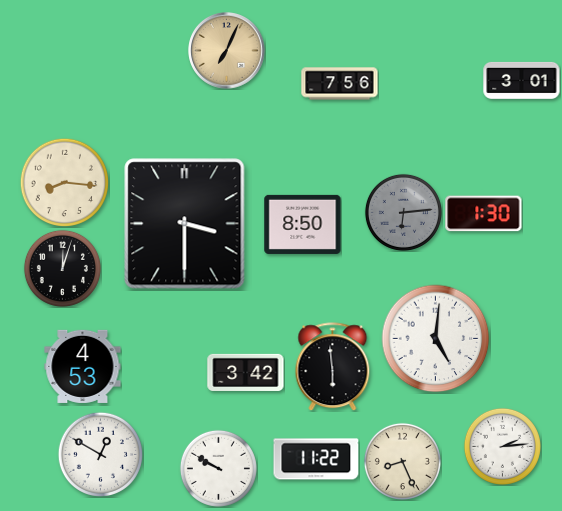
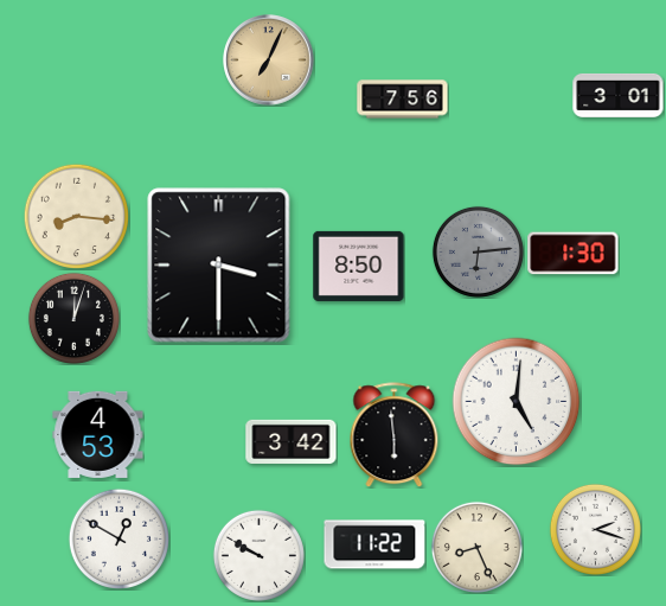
clock at (502, 446): 2:14 -> 2:18
